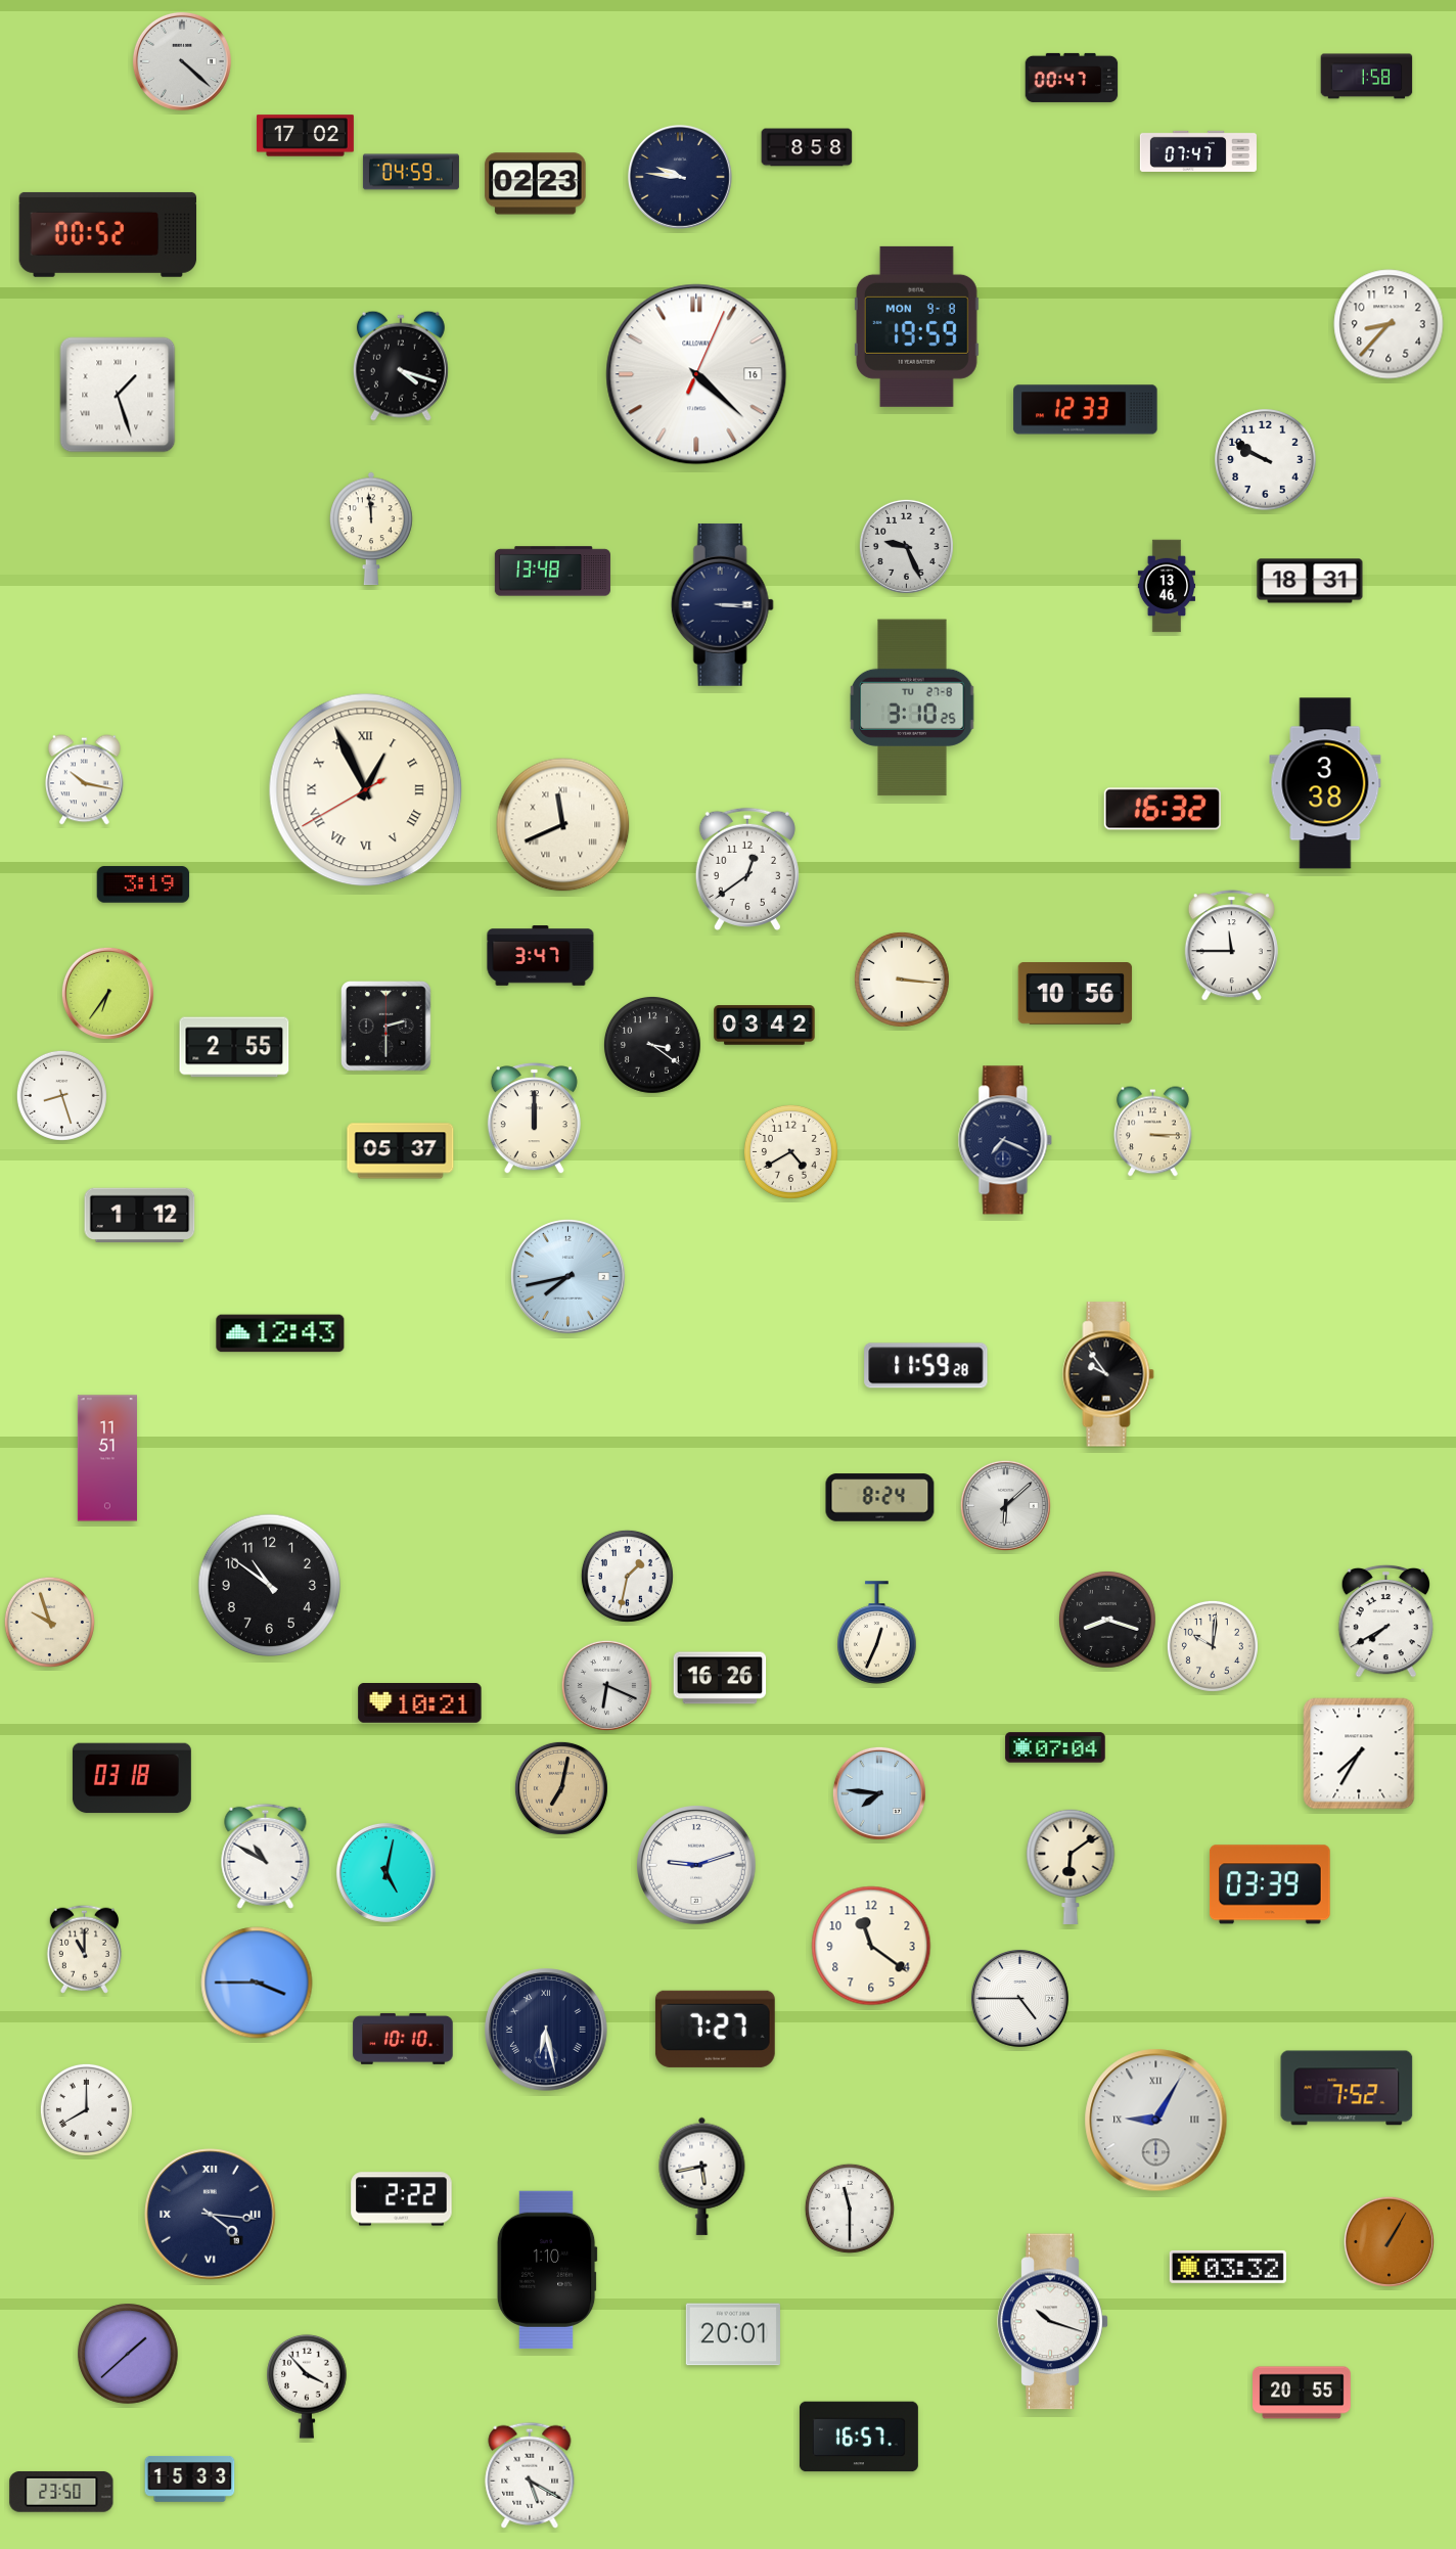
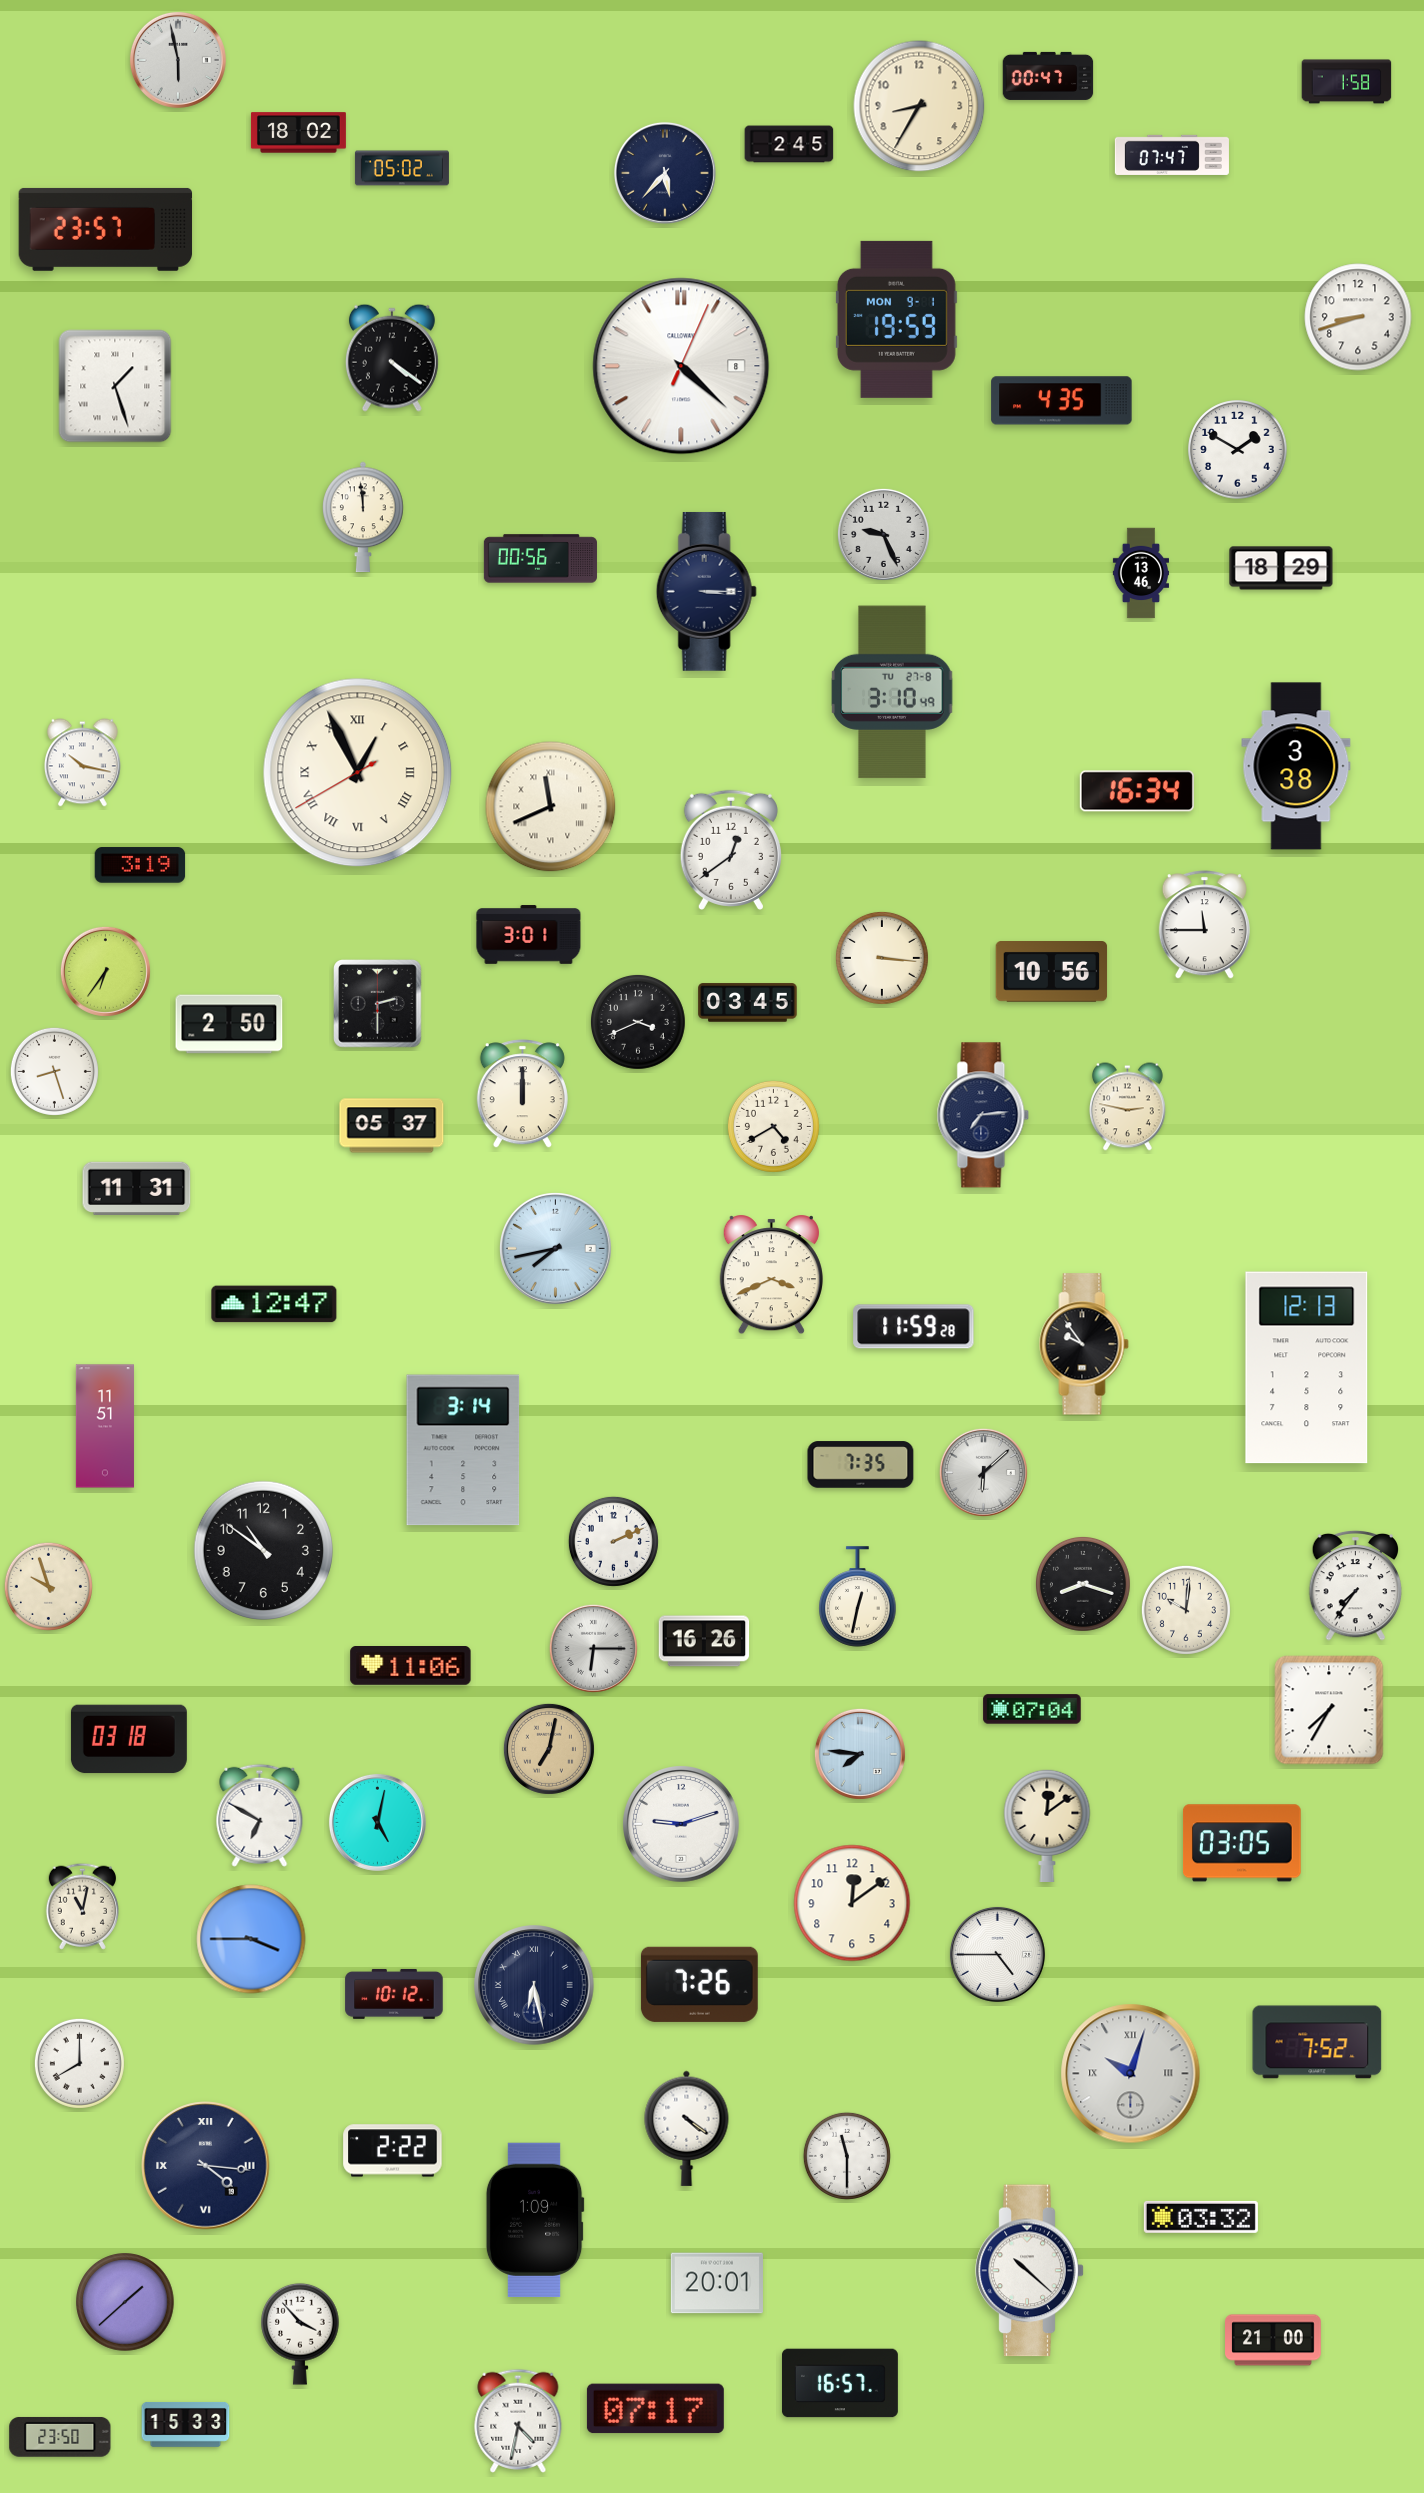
clock at (182, 61): 4:22 -> 5:58
clock at (1367, 77) position: (1367, 77) -> (1347, 82)
clock at (919, 106): none -> 8:35
clock at (305, 136): 17:02 -> 18:02
clock at (807, 147): 8:58 -> 2:45
clock at (1198, 151) position: (1198, 151) -> (1172, 155)
clock at (411, 172): 04:59 -> 05:02
clock at (680, 177): 9:46 -> 5:37
clock at (536, 184): 02:23 -> none
clock at (108, 234): 00:52 -> 23:57
clock at (1389, 324): 8:37 -> 8:42
clock at (916, 326) date: MON 9-8 -> MON 9-1
clock at (401, 366): 4:18 -> 4:21
clock at (696, 374) date: 16 -> 8
clock at (1086, 410): 12:33 -> 4:35
clock at (1266, 460): 9:50 -> 1:50
clock at (906, 546) position: (906, 546) -> (883, 534)
clock at (552, 572): 13:48 -> 00:56
clock at (1310, 581): 18:31 -> 18:29
clock at (912, 708): 3:10:25 -> 3:10:49
clock at (1163, 809): 16:32 -> 16:34
clock at (541, 956): 3:47 -> 3:01
clock at (765, 1026): 03:42 -> 03:45
clock at (652, 1045): 3:21 -> 3:41
clock at (234, 1047): 2:55 -> 2:50
clock at (61, 1095) position: (61, 1095) -> (54, 1071)
clock at (1153, 1132): 3:15 -> 2:47
clock at (1005, 1140): 7:19 -> 7:14
clock at (140, 1215): 1:12 -> 11:31
clock at (771, 1275): none -> 3:41
clock at (280, 1333): 12:43 -> 12:47
clock at (926, 1366) position: (926, 1366) -> (914, 1327)
clock at (1307, 1368): none -> 12:13
clock at (463, 1450): none -> 3:14
clock at (880, 1498): 8:24 -> 7:35
clock at (627, 1576): 1:32 -> 2:11
clock at (1386, 1621): 7:40 -> 7:36
clock at (877, 1633): 12:34 -> 12:32
clock at (606, 1685): 6:19 -> 6:15
clock at (420, 1703): 10:21 -> 11:06
clock at (1359, 1754) position: (1359, 1754) -> (1329, 1710)
clock at (266, 1856): 10:50 -> 6:50
clock at (1071, 1866): 6:09 -> 12:09
clock at (385, 1872) position: (385, 1872) -> (377, 1822)
clock at (1270, 1884): 03:39 -> 03:05
clock at (871, 1946): 11:21 -> 12:09
clock at (84, 1949): 11:00 -> 11:02
clock at (715, 2029): 7:27 -> 7:26
clock at (403, 2039): 10:10 -> 10:12
clock at (86, 2109) position: (86, 2109) -> (79, 2063)
clock at (1156, 2121): 9:05 -> 10:03
clock at (702, 2176): 5:43 -> 4:21
clock at (850, 2209) position: (850, 2209) -> (847, 2156)
clock at (1389, 2241): 1:05 -> none
clock at (547, 2270): 1:10 -> 1:09
clock at (1053, 2322): 10:18 -> 10:22
clock at (1303, 2393): 20:55 -> 21:00
clock at (655, 2409): none -> 07:17
clock at (530, 2475): 5:20 -> 4:32
